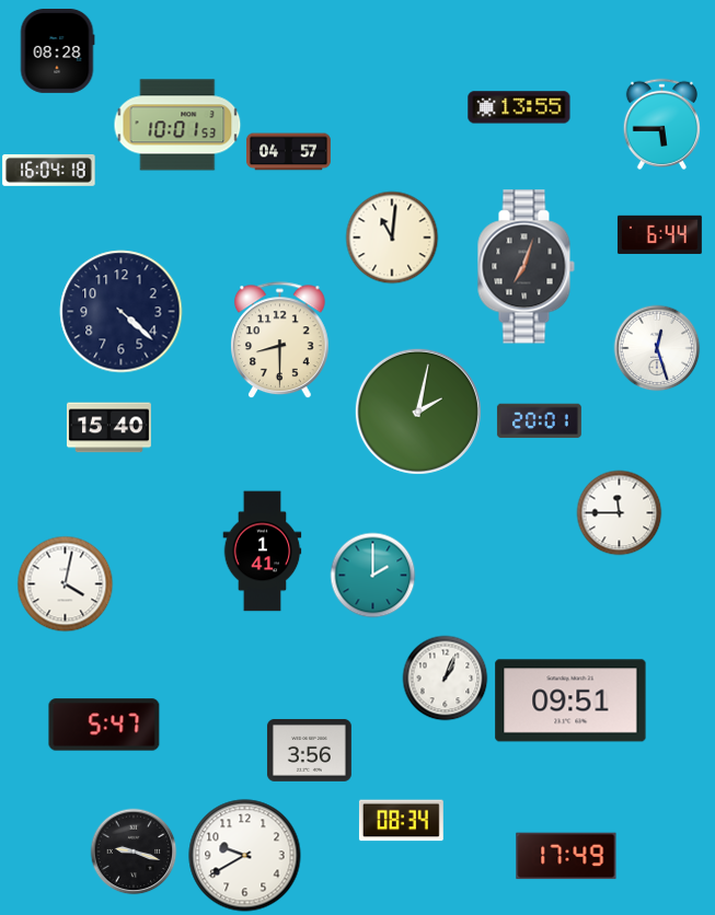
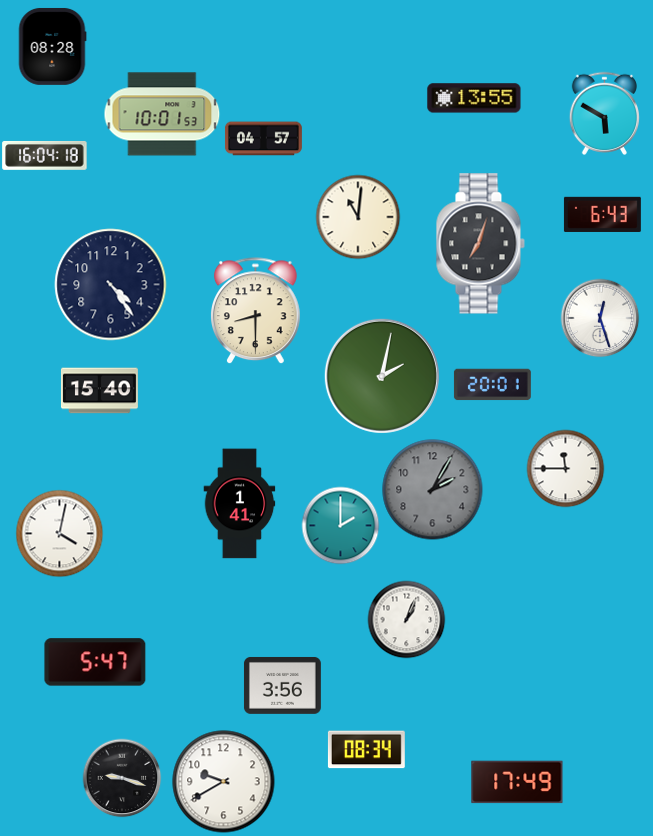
clock at (661, 124): 5:45 -> 5:50
clock at (659, 234): 6:44 -> 6:43
clock at (122, 312): 4:22 -> 4:24
clock at (433, 490): none -> 2:05
clock at (570, 700): 09:51 -> none
